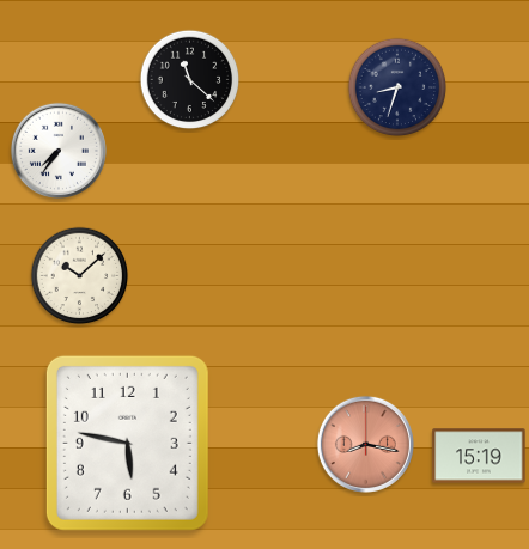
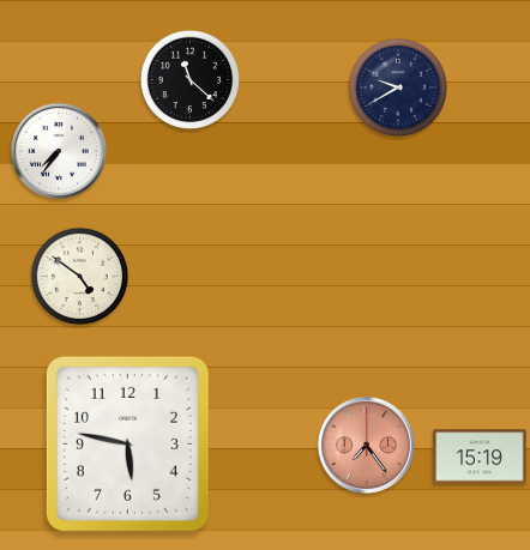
clock at (397, 87): 8:33 -> 9:40
clock at (80, 276): 10:08 -> 4:51
clock at (365, 444): 8:17 -> 7:24
